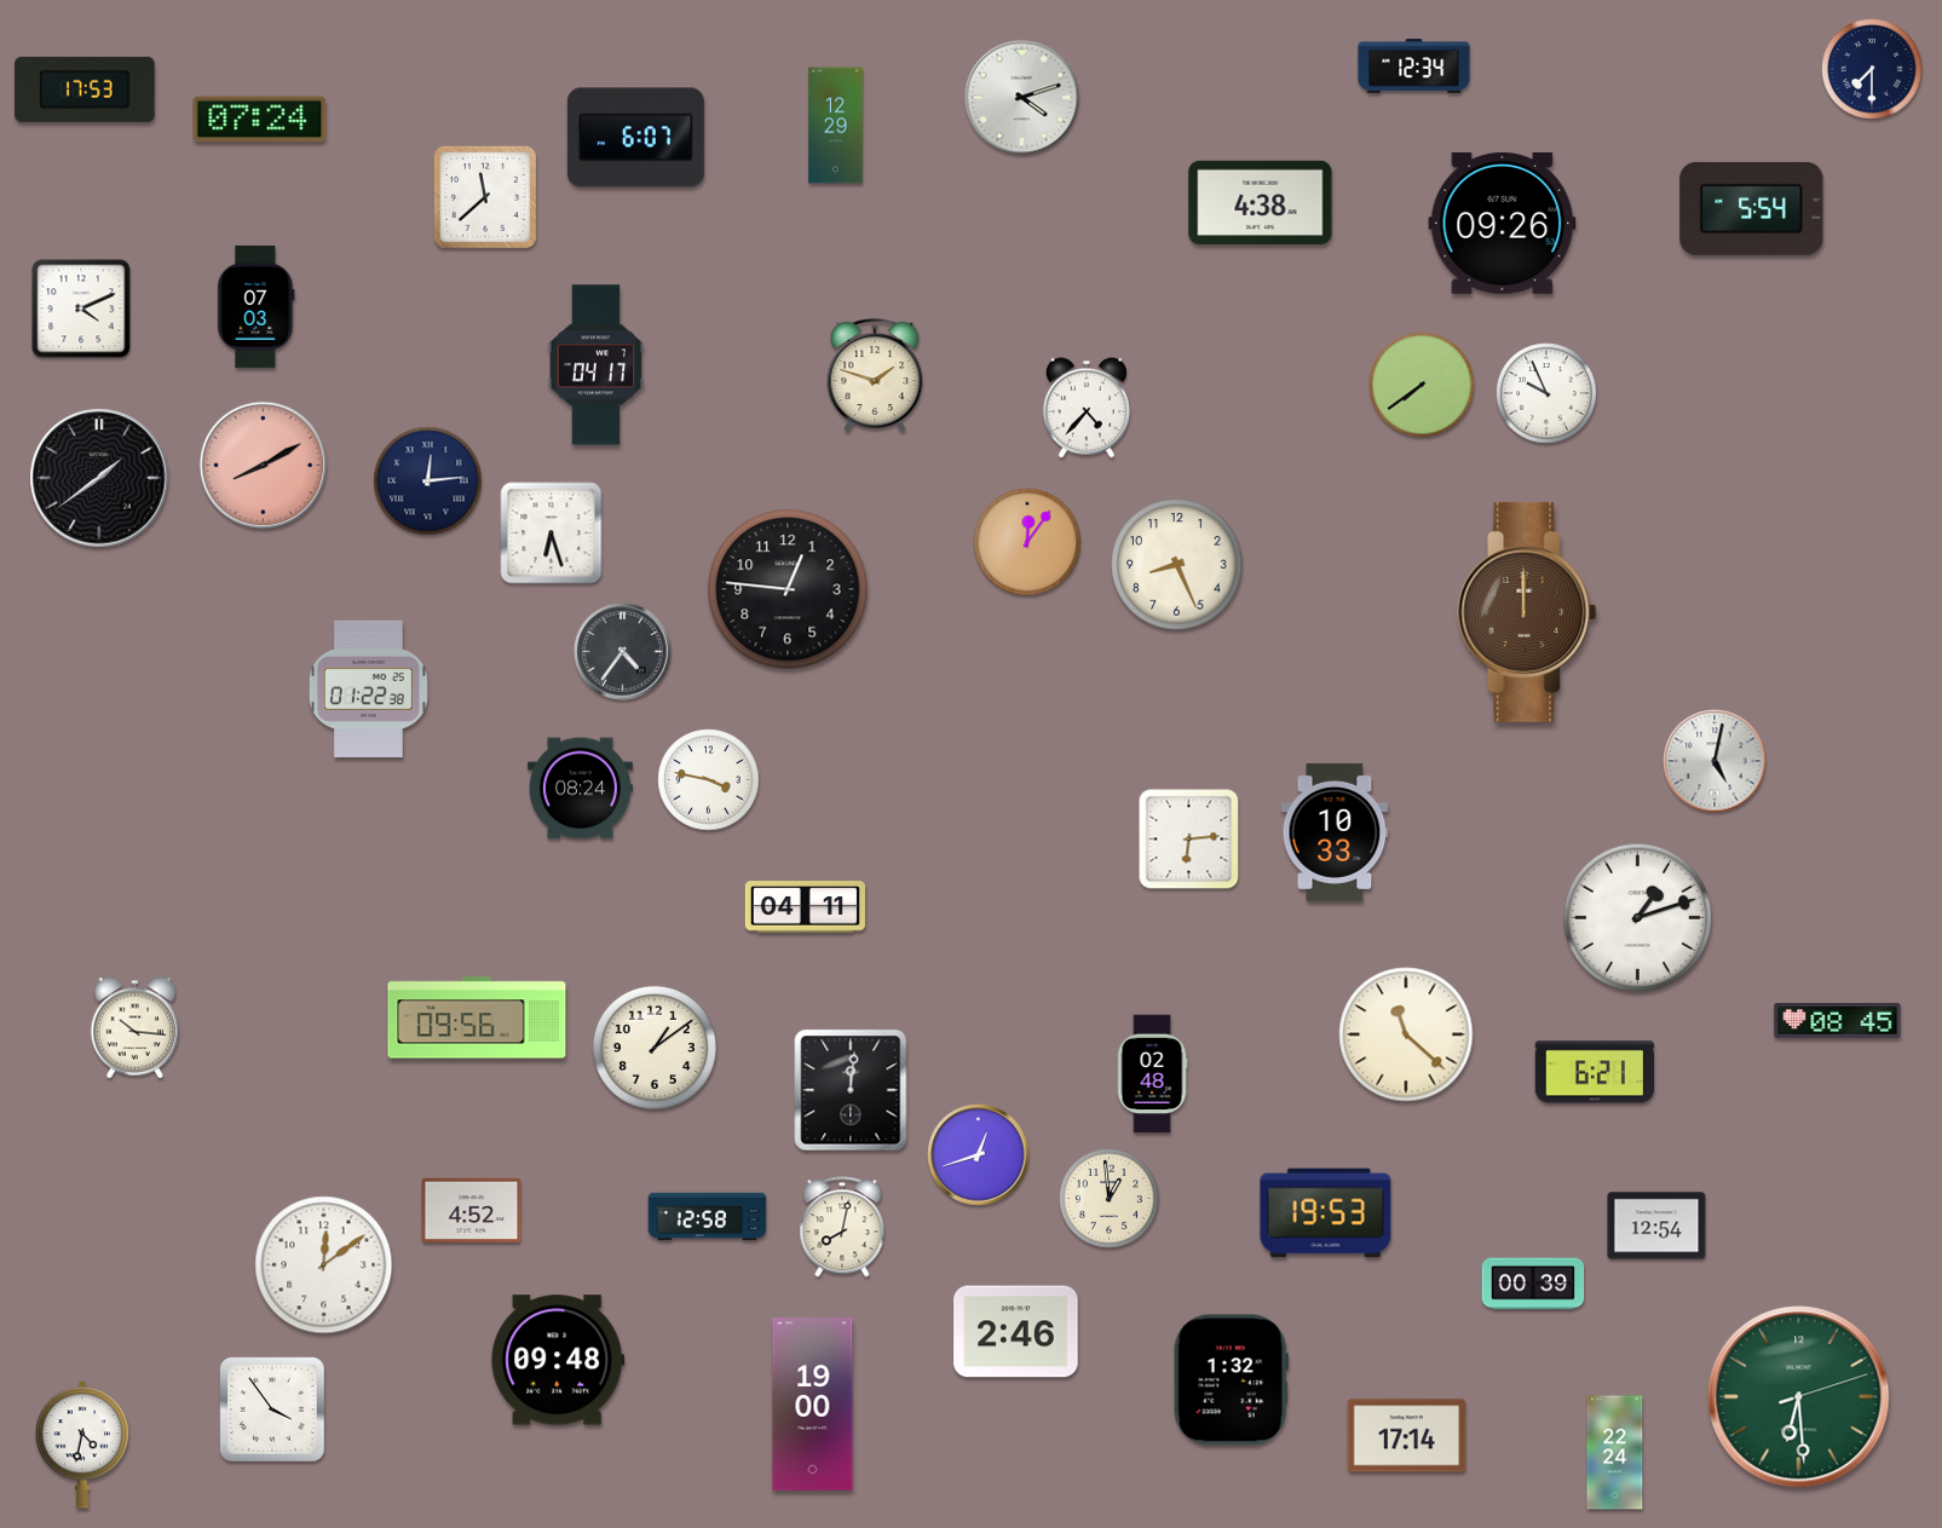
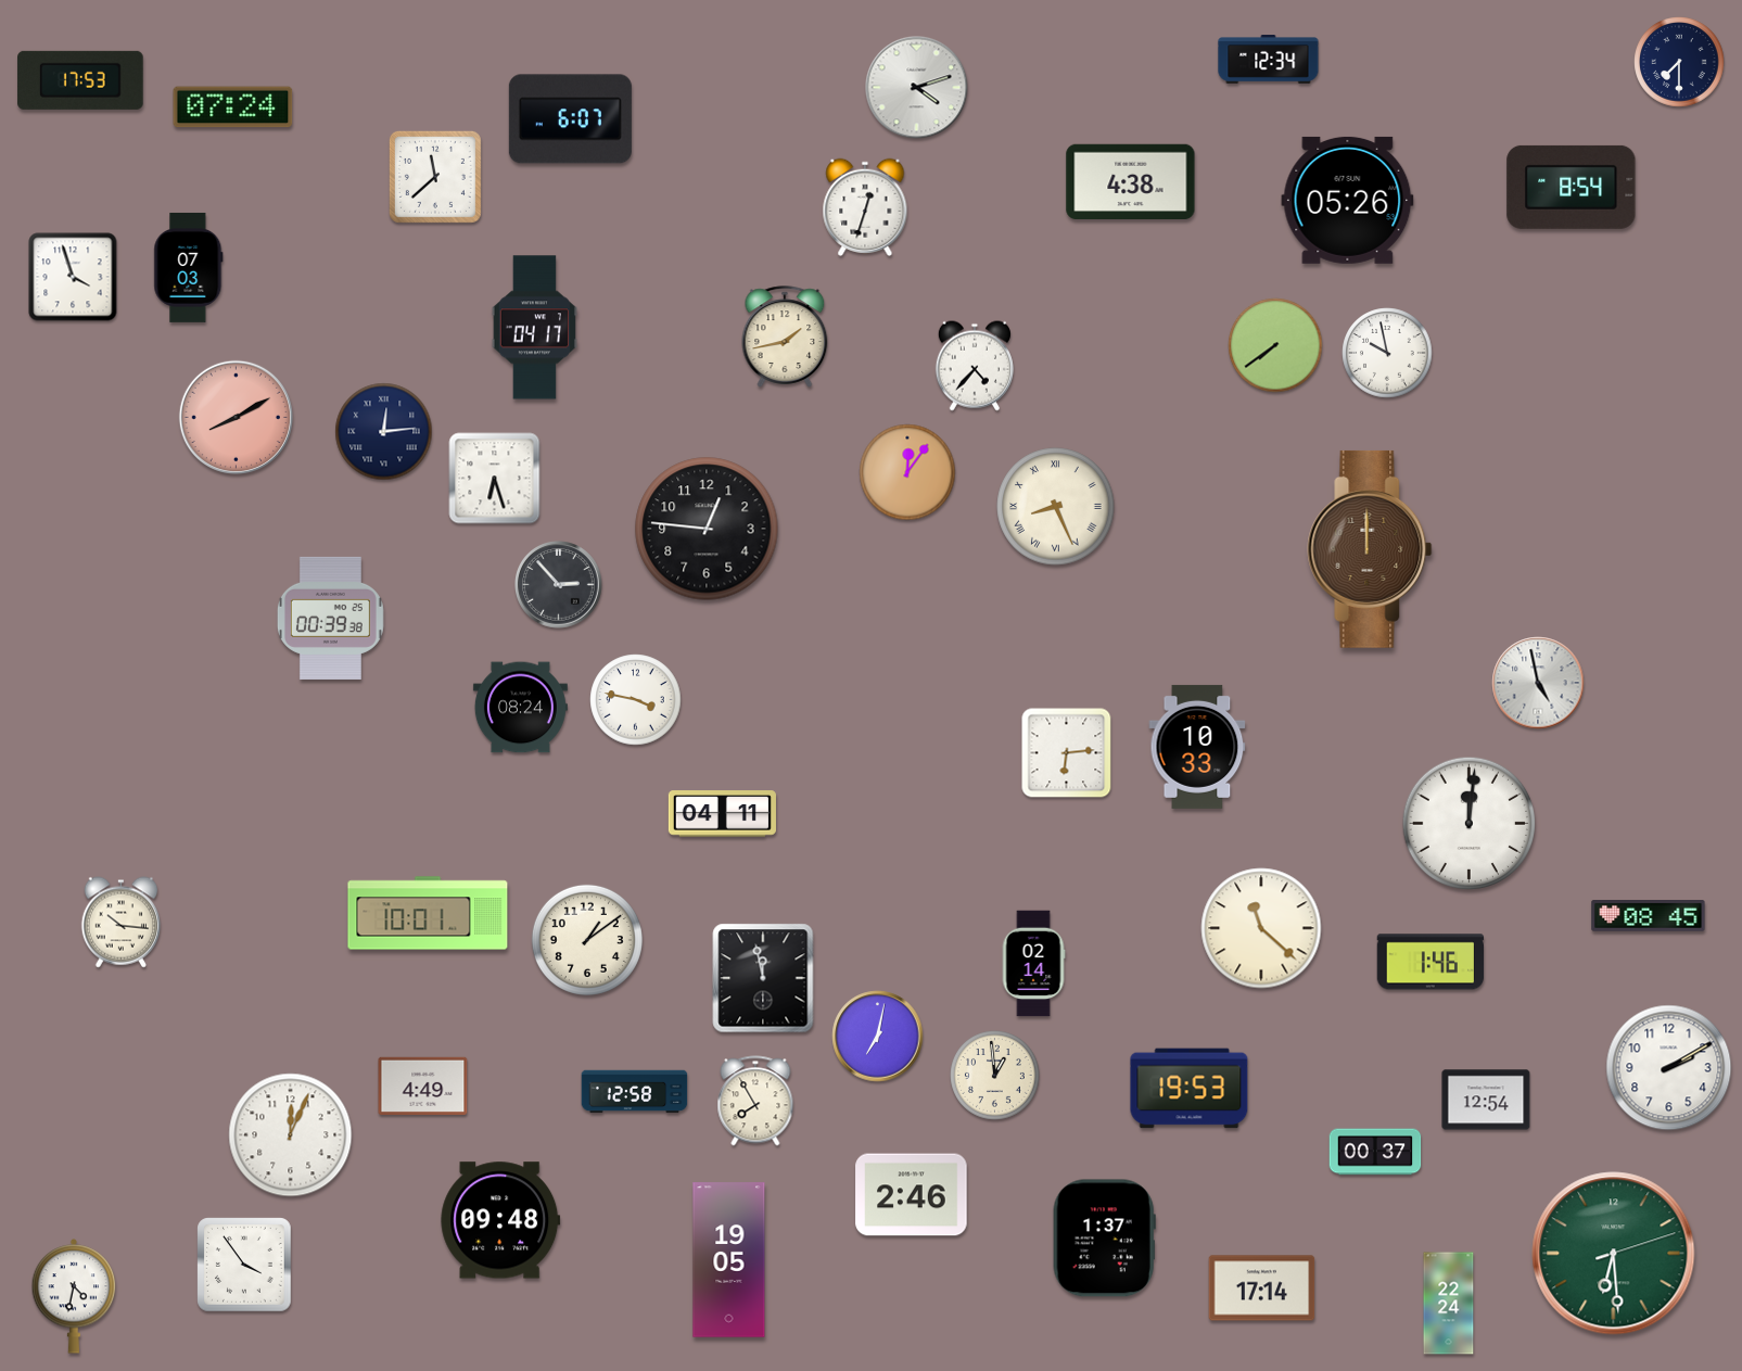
clock at (85, 90) position: (85, 90) -> (80, 80)
clock at (836, 126): 12:29 -> none
clock at (635, 138) position: (635, 138) -> (570, 119)
clock at (1752, 208): 5:54 -> 8:54
clock at (1503, 223): 09:26 -> 05:26
clock at (865, 207): none -> 12:33
clock at (257, 306) position: (257, 306) -> (189, 267)
clock at (81, 309): 4:11 -> 3:57
clock at (875, 375): 1:48 -> 1:43
clock at (1546, 393): 9:56 -> 9:58
clock at (99, 478): 1:39 -> none
clock at (1027, 542) position: (1027, 542) -> (907, 472)
clock at (1177, 565) numerals: Arabic -> Roman
clock at (623, 652): 4:36 -> 2:53
clock at (368, 688): 01:22 -> 00:39
clock at (1715, 761): 5:02 -> 4:58
clock at (1638, 918): 1:12 -> 12:01
clock at (477, 1017): 09:56 -> 10:01
clock at (1594, 1072): 6:21 -> 1:46
clock at (1152, 1074): 02:48 -> 02:14
clock at (851, 1090): 12:01 -> 11:58
clock at (979, 1155): 12:42 -> 7:02
clock at (1669, 1068): none -> 2:10
clock at (472, 1210): 4:52 -> 4:49
clock at (842, 1227): 8:02 -> 7:55
clock at (324, 1265): 12:09 -> 12:04
clock at (1533, 1284): 00:39 -> 00:37
clock at (1231, 1380): 1:32 -> 1:37
clock at (813, 1405): 19:00 -> 19:05
